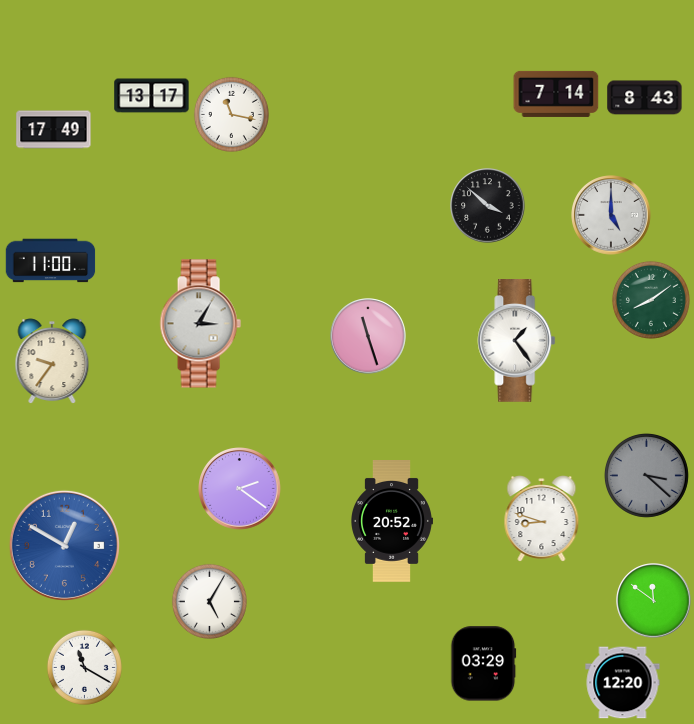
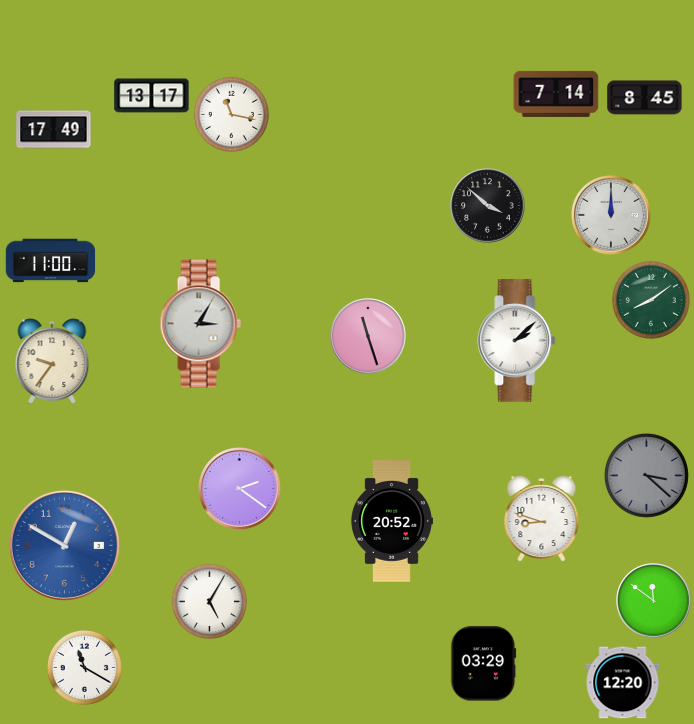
clock at (645, 98): 8:43 -> 8:45
clock at (611, 215): 5:00 -> 12:00
clock at (517, 341): 1:24 -> 2:08
